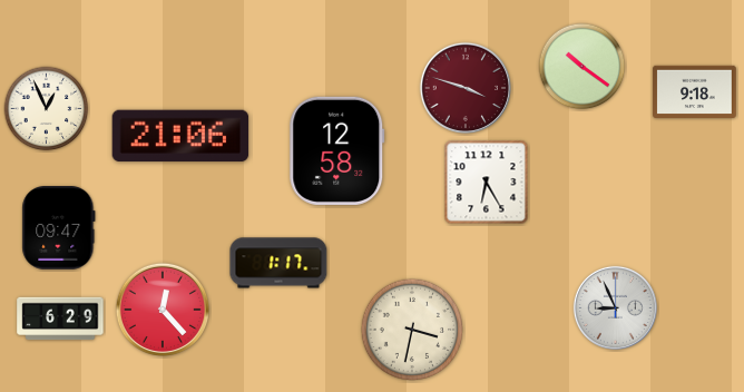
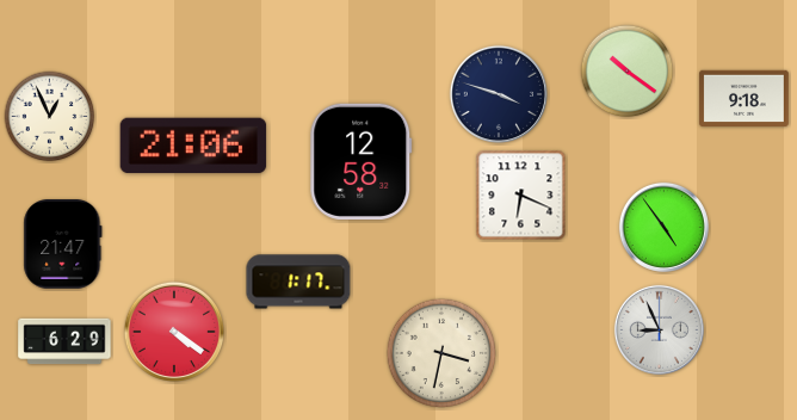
clock at (583, 67) position: (583, 67) -> (628, 72)
clock at (464, 87) dial: burgundy -> navy
clock at (487, 183): 6:25 -> 6:19
clock at (663, 227): none -> 4:54
clock at (59, 228): 09:47 -> 21:47
clock at (161, 308): 12:23 -> 4:21
